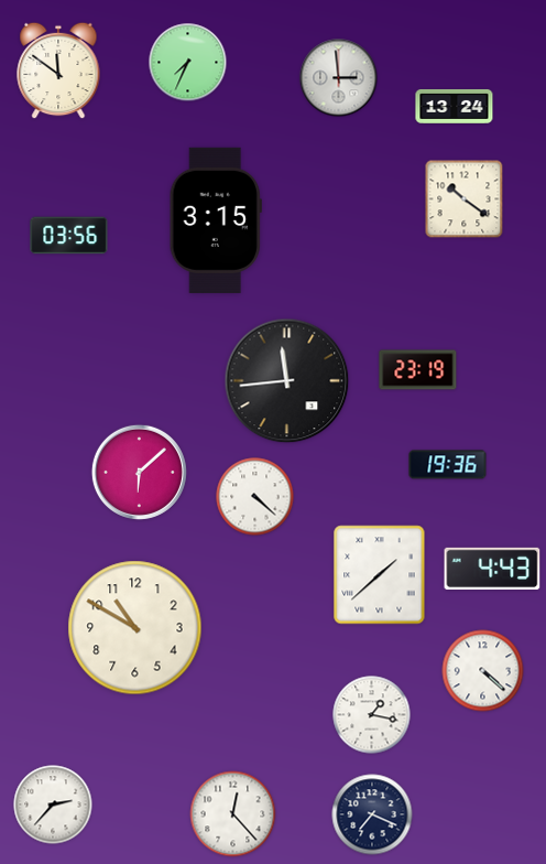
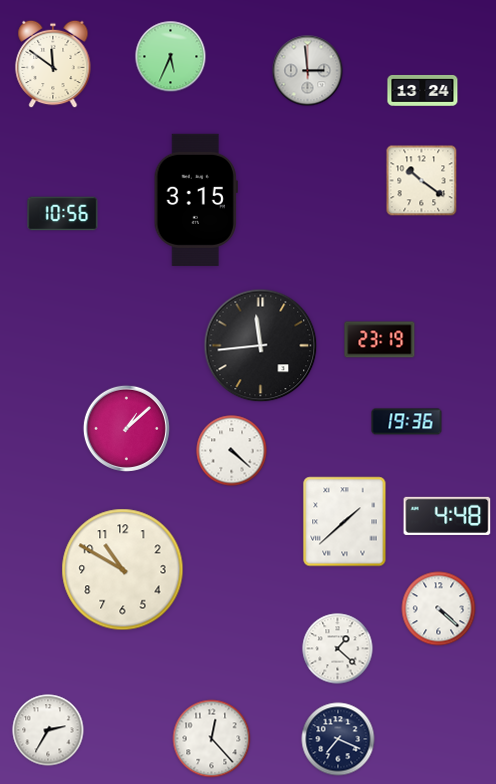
clock at (188, 63): 7:34 -> 5:34
clock at (455, 106) position: (455, 106) -> (423, 90)
clock at (69, 236): 03:56 -> 10:56
clock at (418, 370) position: (418, 370) -> (380, 340)
clock at (139, 472): 6:08 -> 1:08
clock at (492, 569): 4:43 -> 4:48
clock at (372, 715): 1:17 -> 1:22
clock at (53, 804): 2:37 -> 2:35
